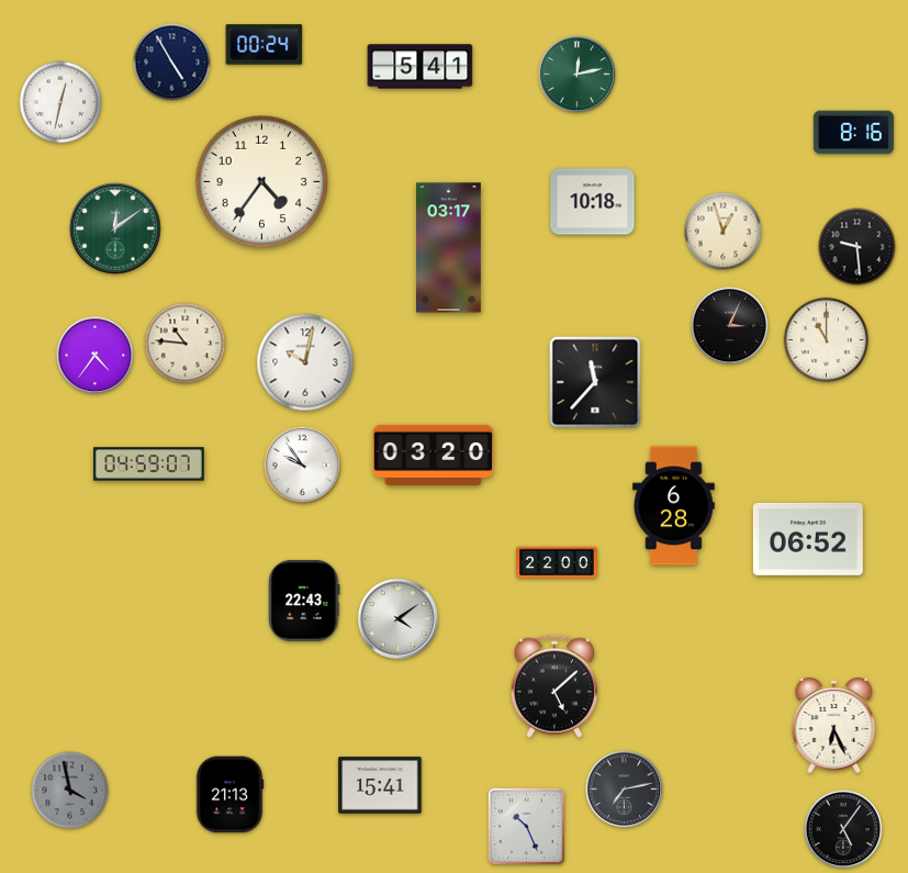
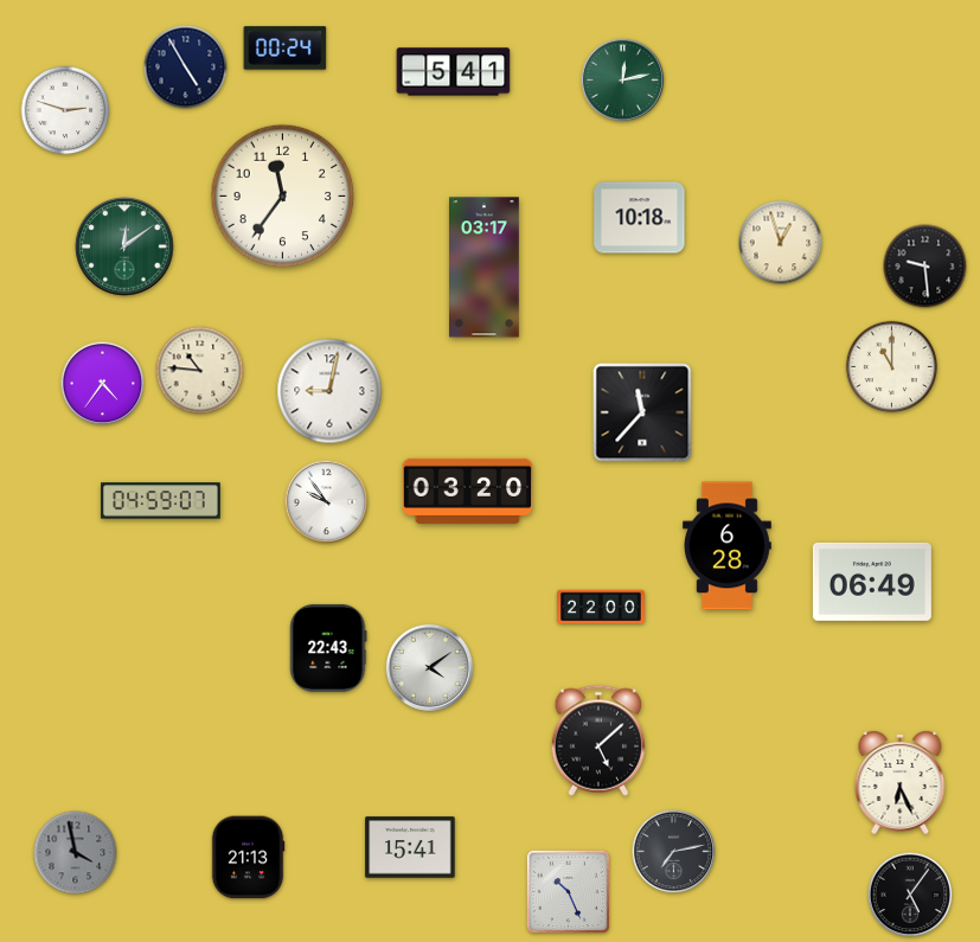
clock at (60, 102): 12:32 -> 2:48
clock at (853, 133): 8:16 -> none
clock at (262, 182): 4:36 -> 11:36
clock at (724, 232) position: (724, 232) -> (781, 243)
clock at (730, 326): 3:04 -> none
clock at (305, 362): 10:02 -> 9:02
clock at (808, 539): 06:52 -> 06:49
